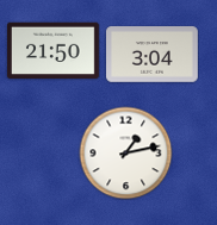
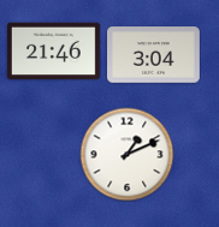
clock at (54, 51): 21:50 -> 21:46
clock at (125, 152): 1:13 -> 1:11
